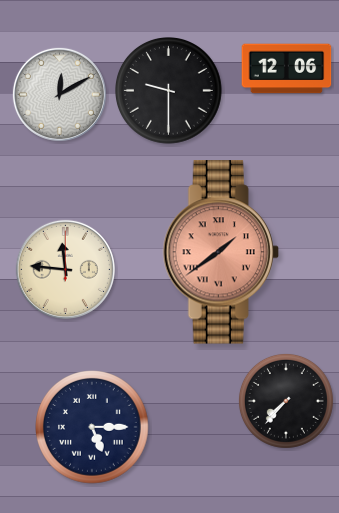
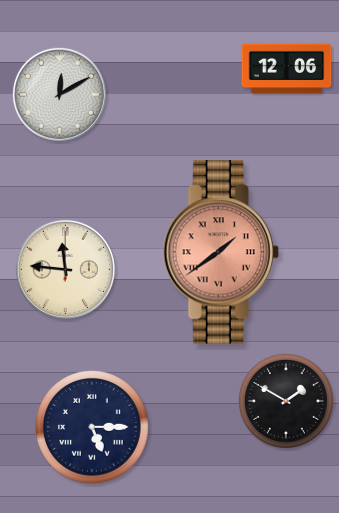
clock at (169, 91): 9:30 -> none
clock at (286, 401): 7:37 -> 1:50
